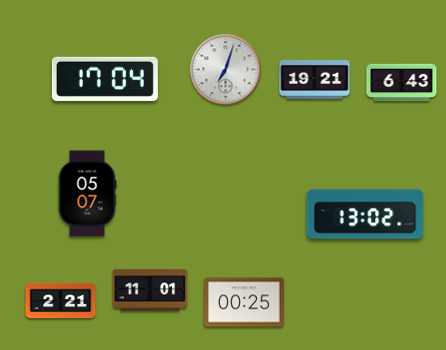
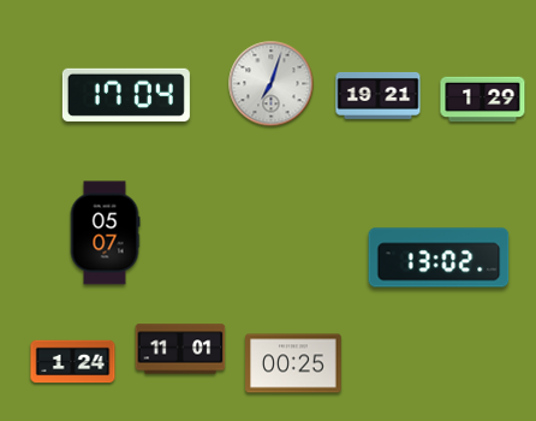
clock at (402, 83): 6:43 -> 1:29
clock at (61, 301): 2:21 -> 1:24
